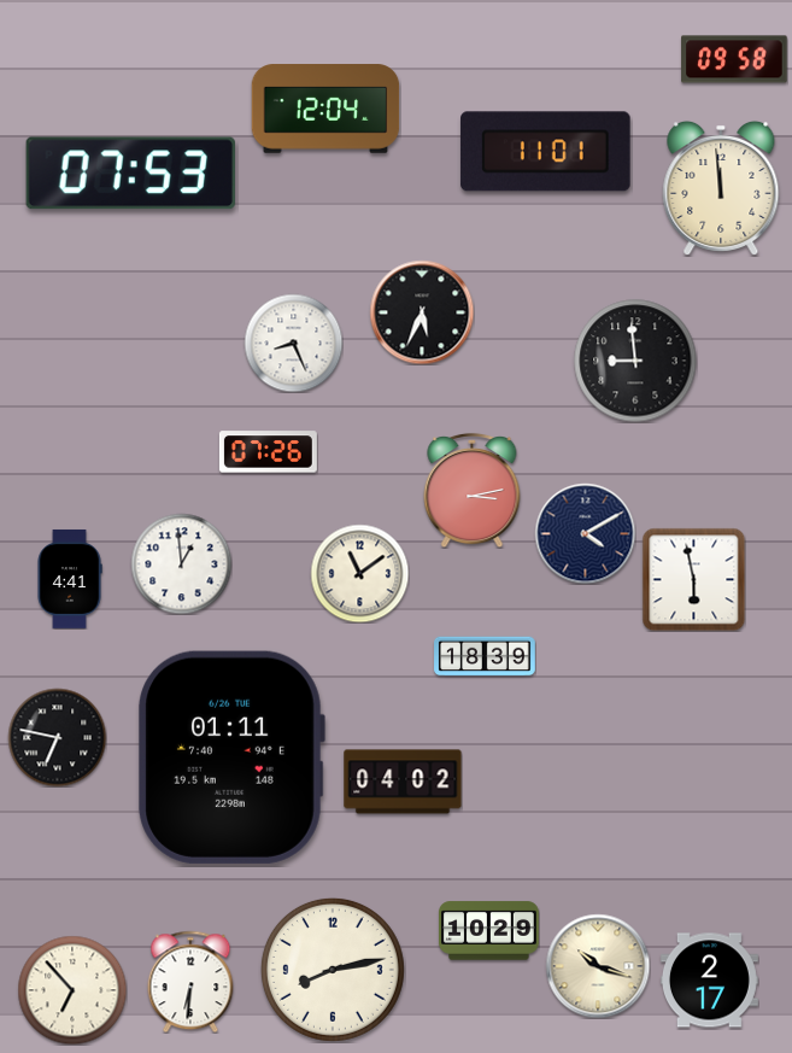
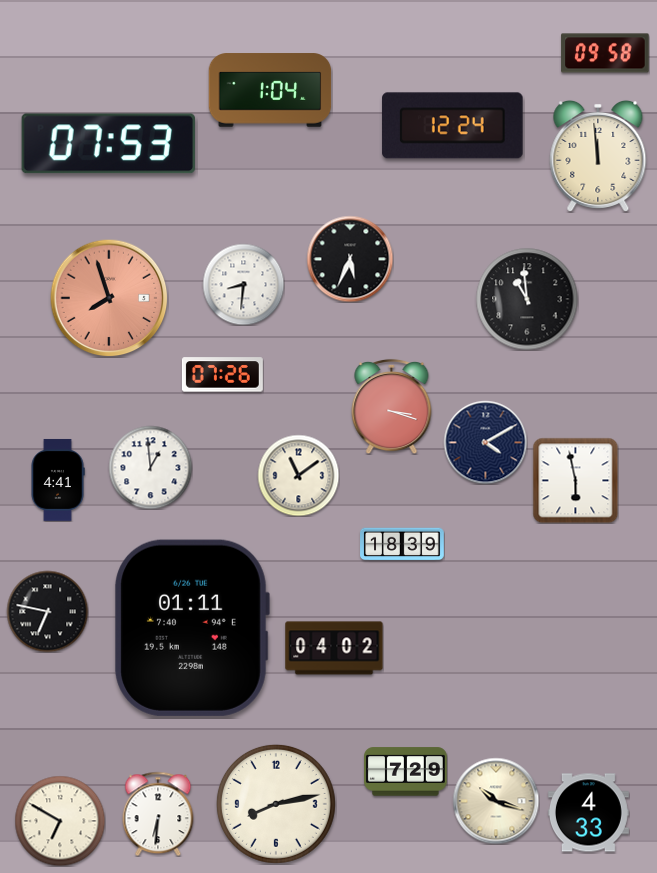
clock at (734, 59) position: (734, 59) -> (605, 53)
clock at (325, 109): 12:04 -> 1:04
clock at (546, 152): 11:01 -> 12:24
clock at (293, 343): 8:26 -> 8:31
clock at (109, 298): none -> 7:57
clock at (635, 361): 8:59 -> 10:59
clock at (473, 490): 3:13 -> 3:18
clock at (489, 931): 10:29 -> 7:29
clock at (709, 981): 2:17 -> 4:33
clock at (72, 990): 6:53 -> 6:50
